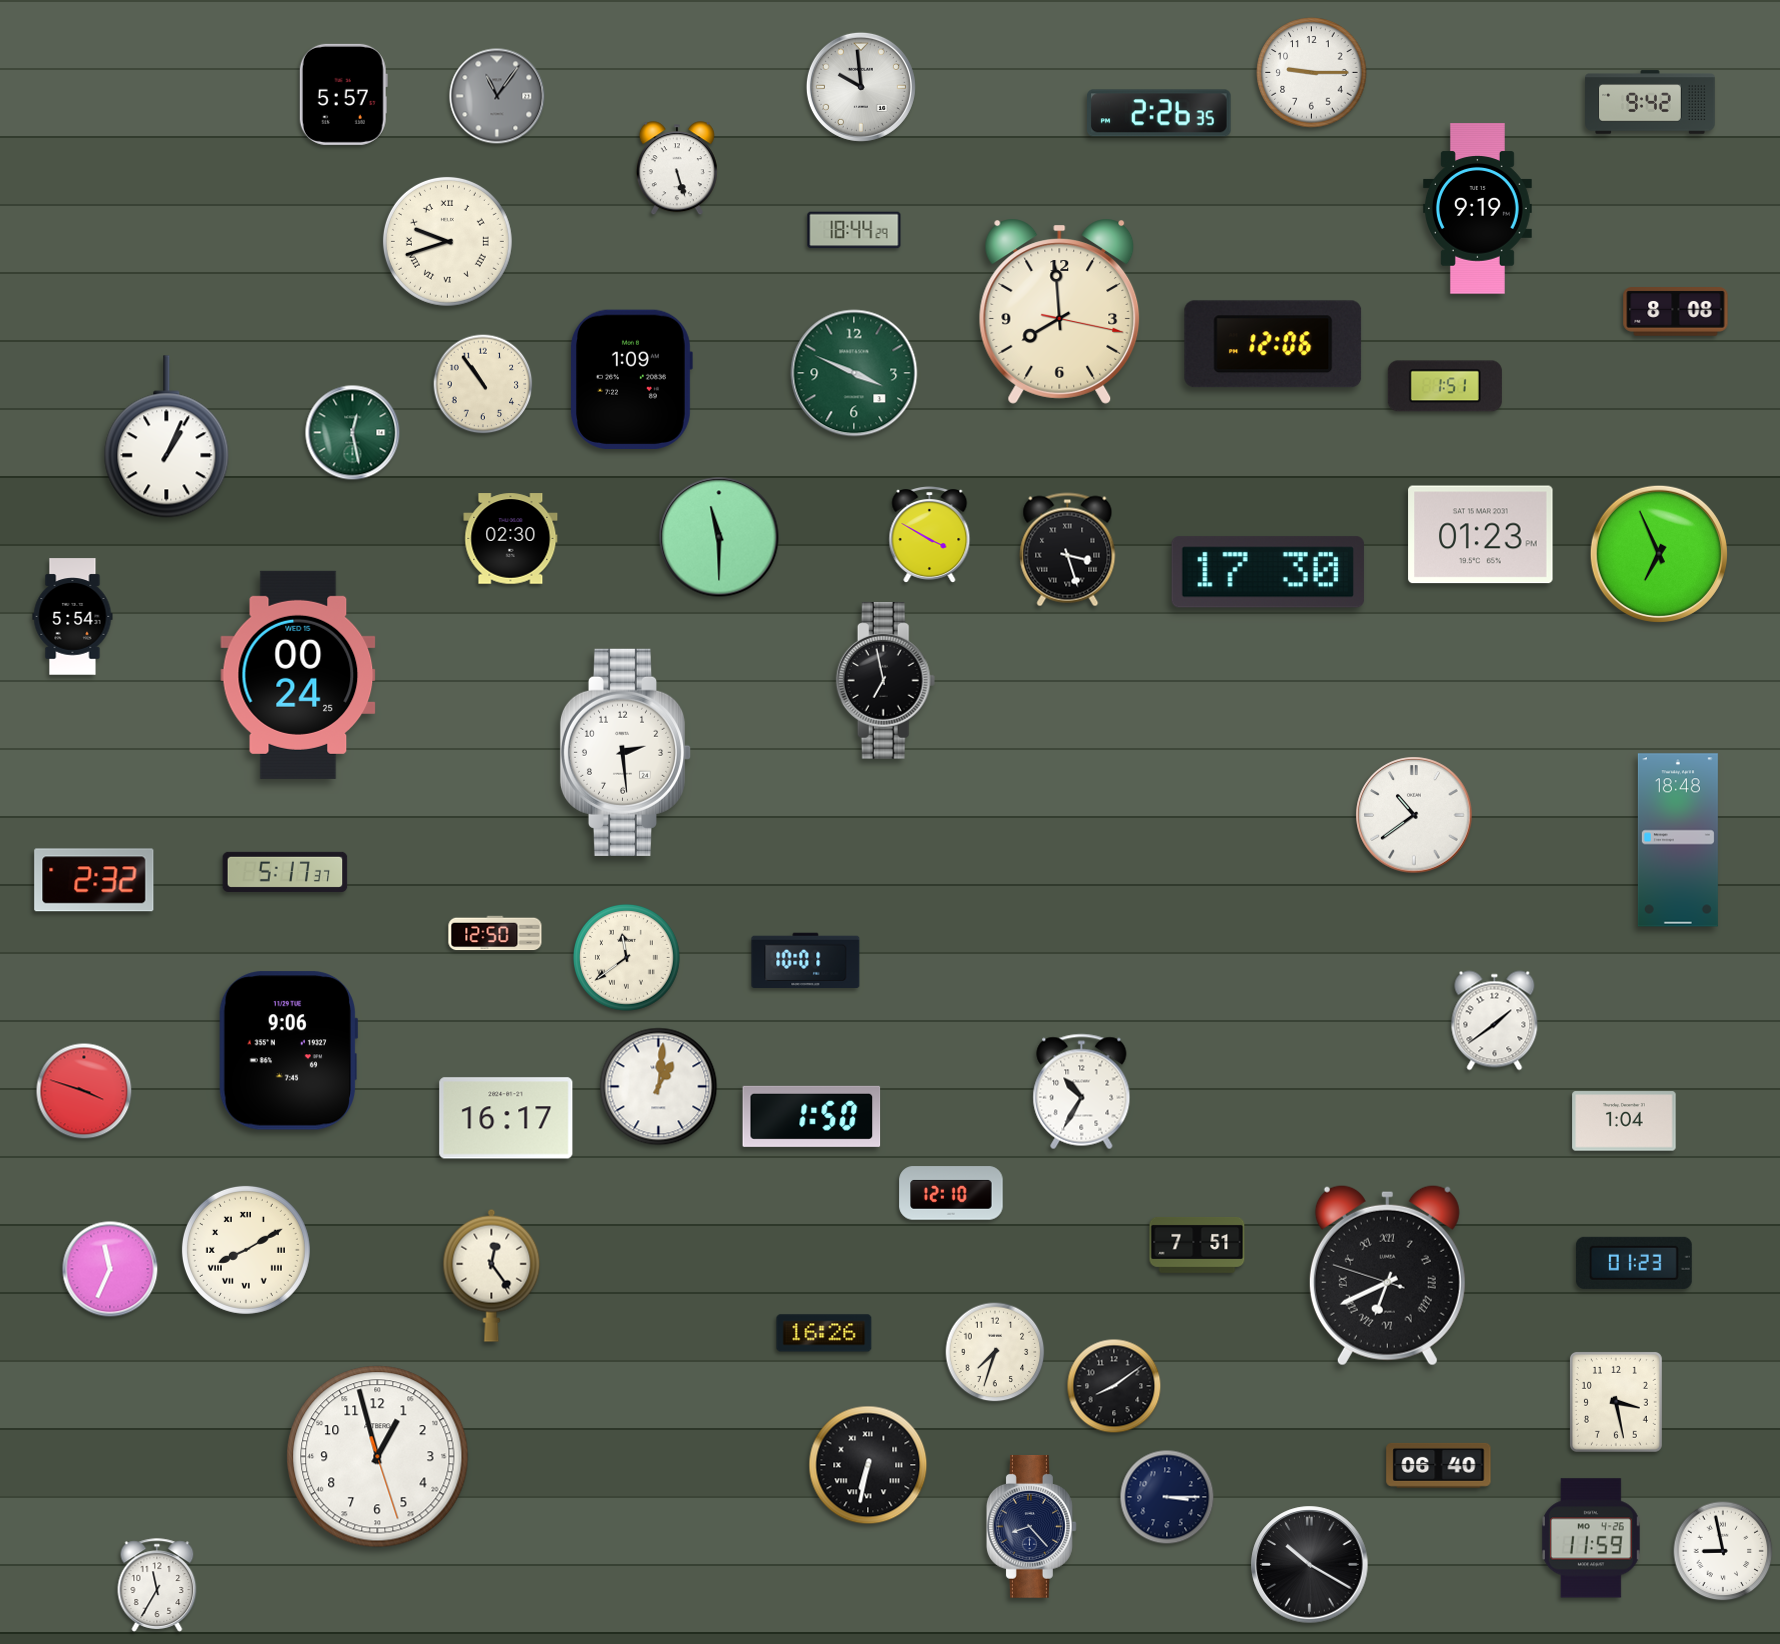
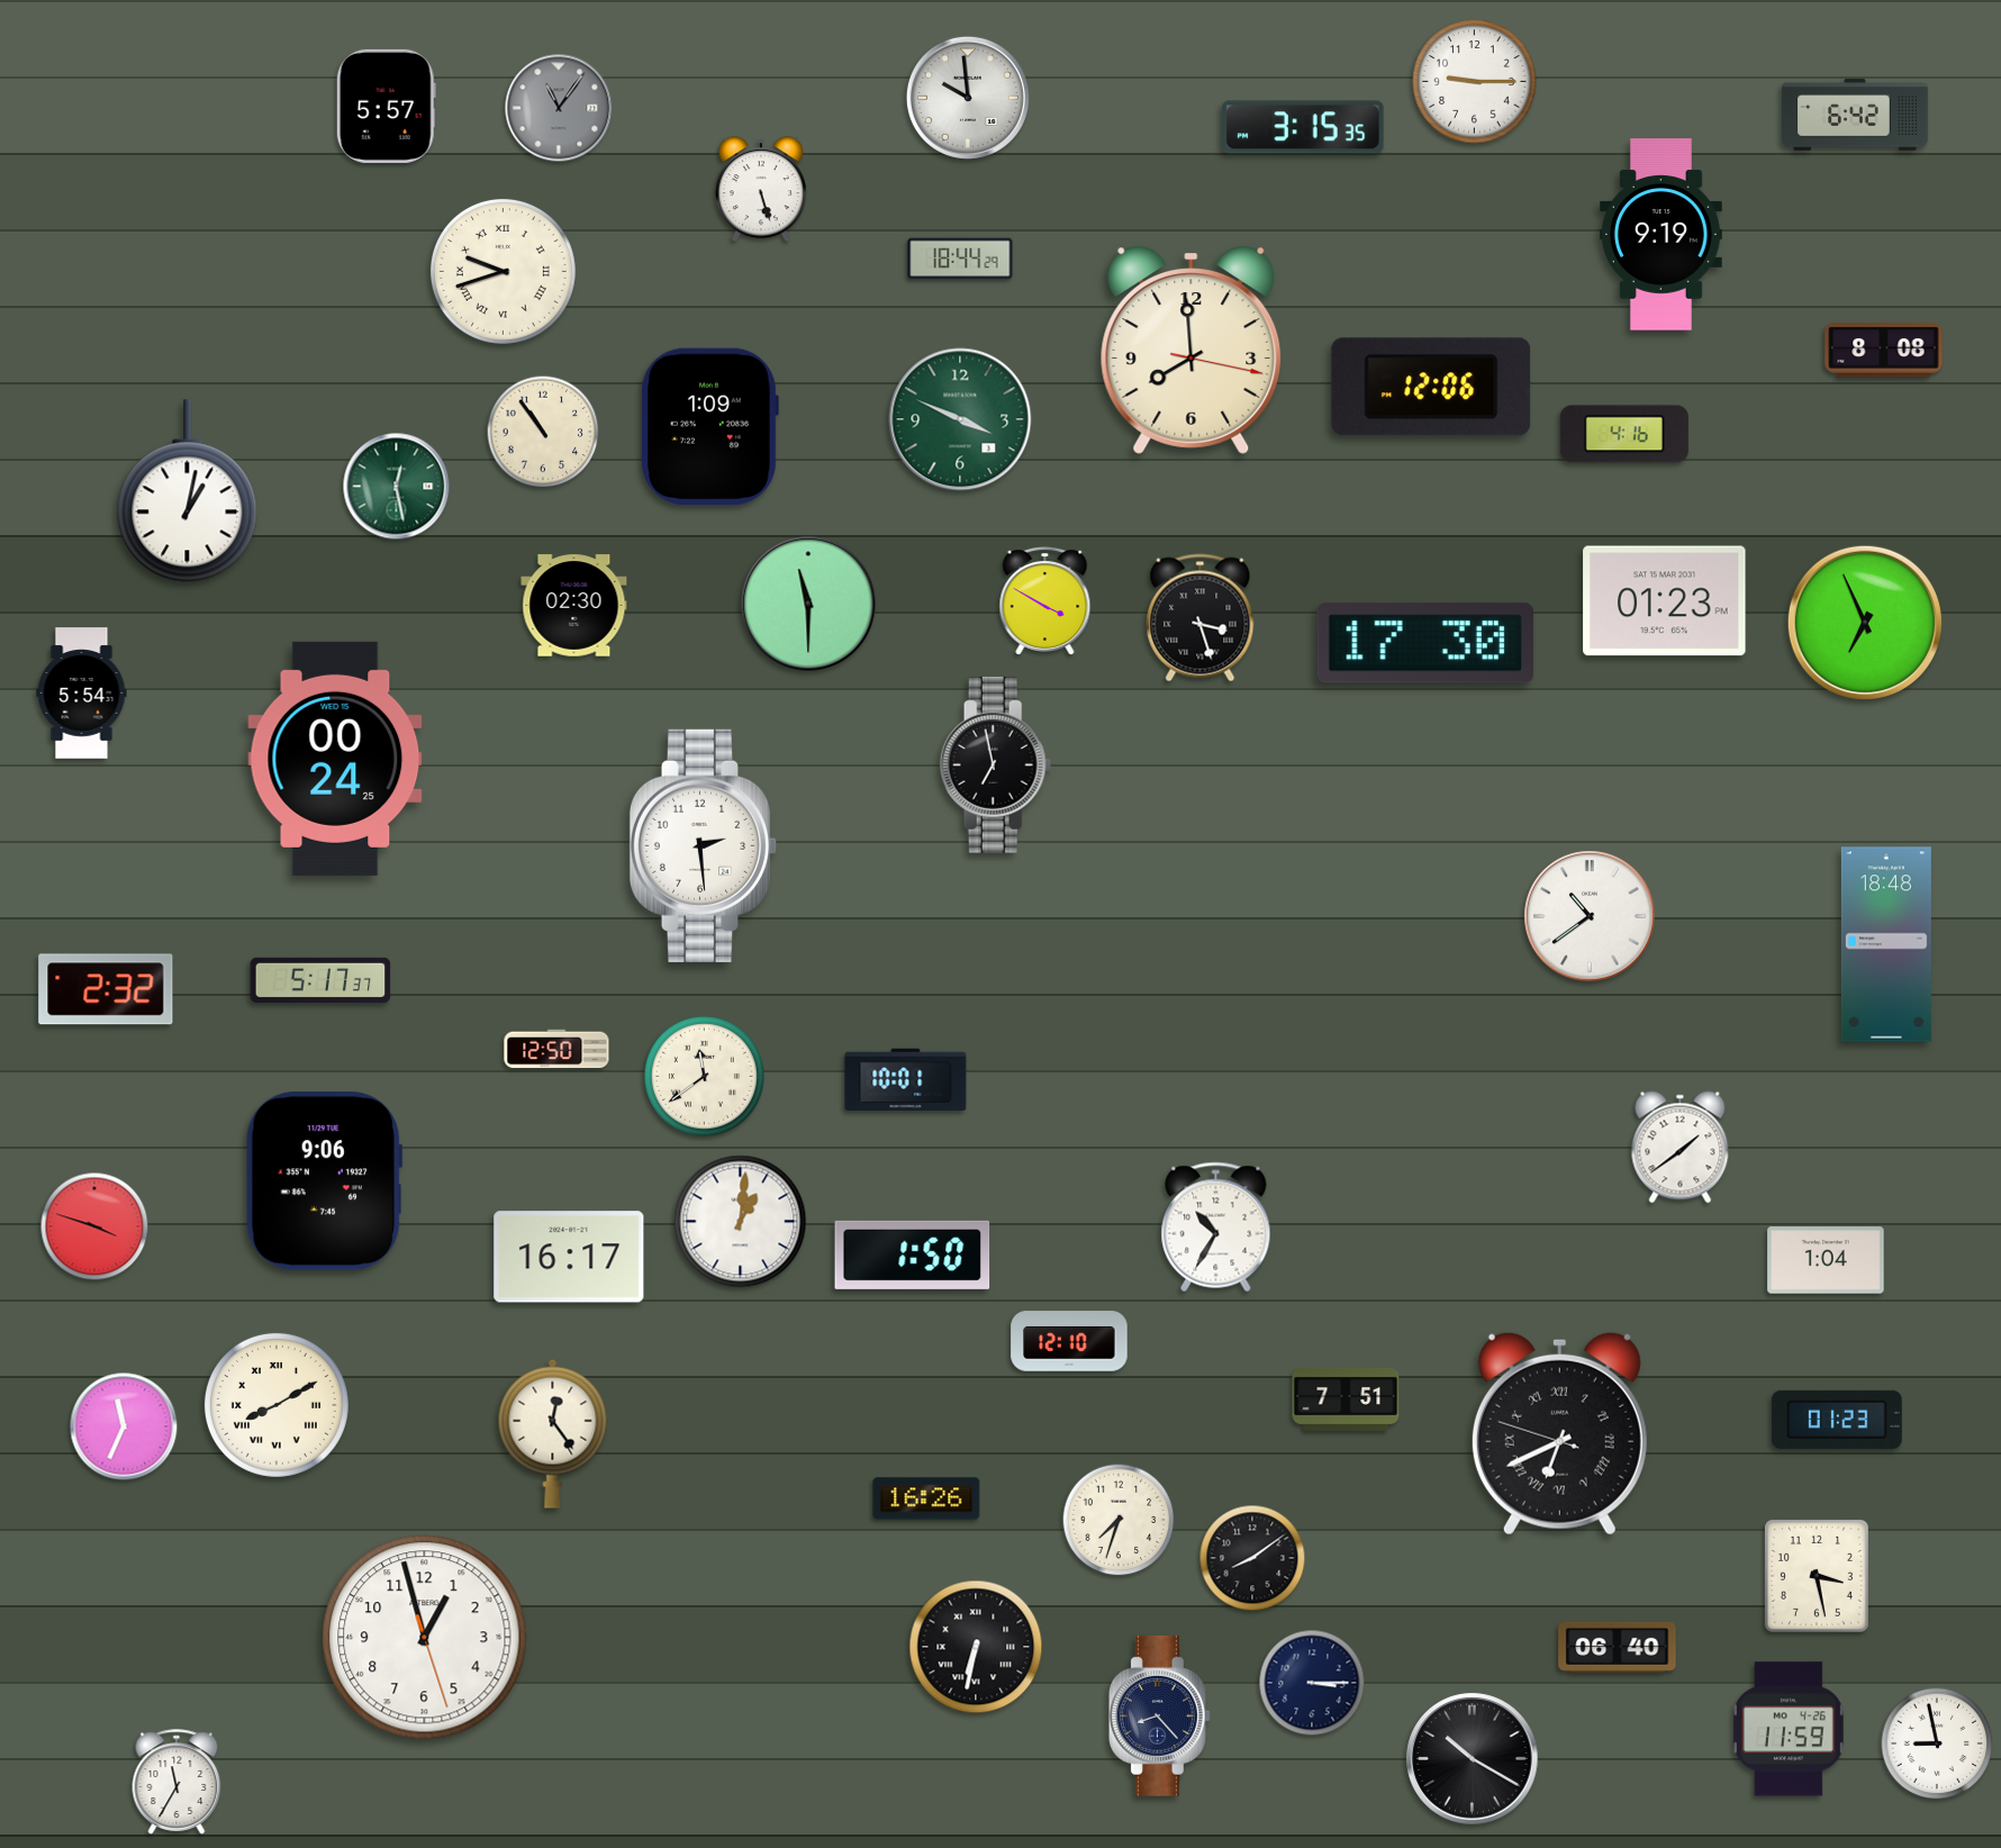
clock at (1650, 102): 9:42 -> 6:42
clock at (1160, 113): 2:26 -> 3:15
clock at (1445, 386): 1:51 -> 4:16
clock at (167, 437): 1:04 -> 1:02
